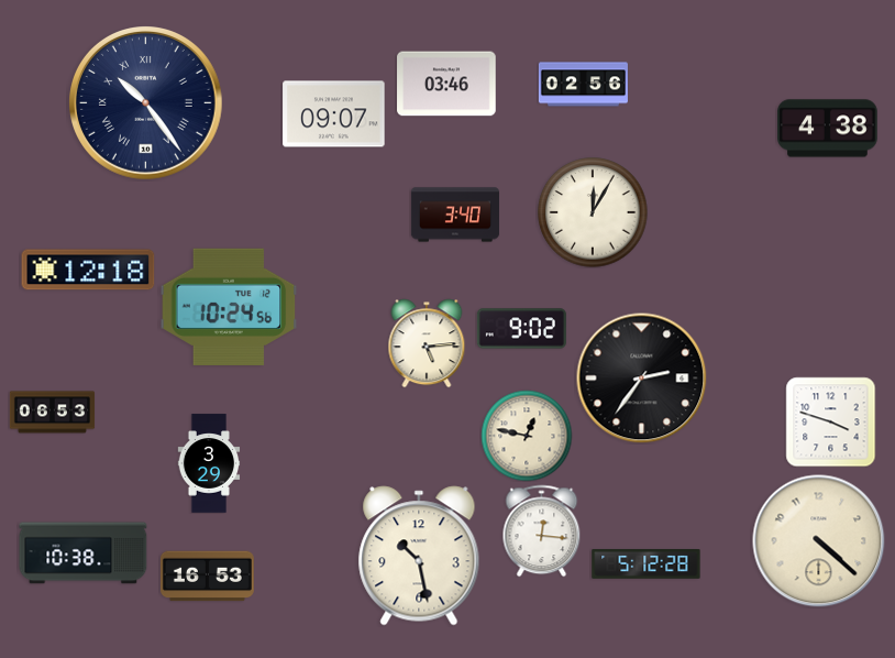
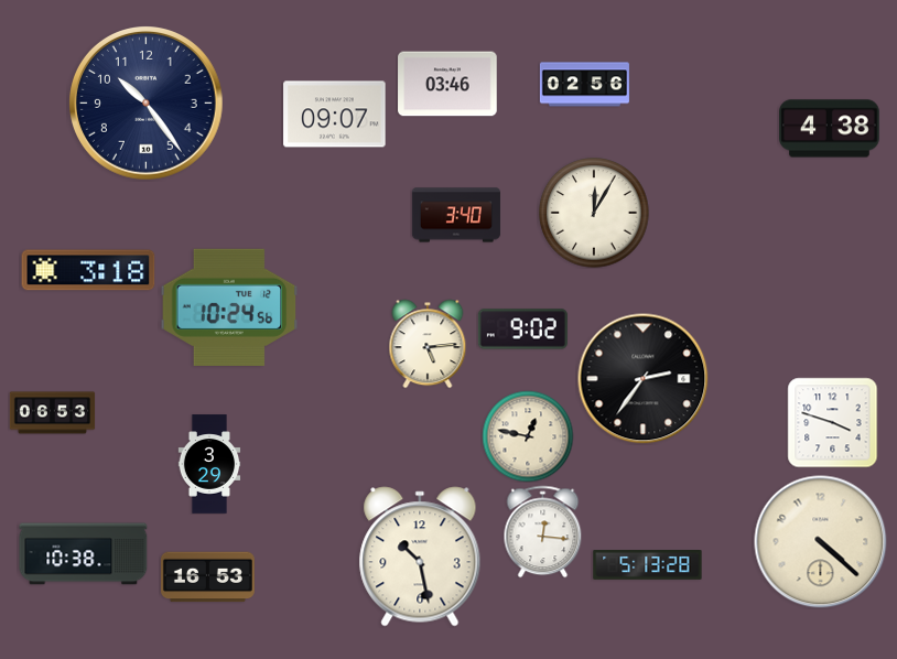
clock at (146, 103) numerals: Roman -> Arabic
clock at (88, 270): 12:18 -> 3:18
clock at (647, 564): 5:12 -> 5:13
